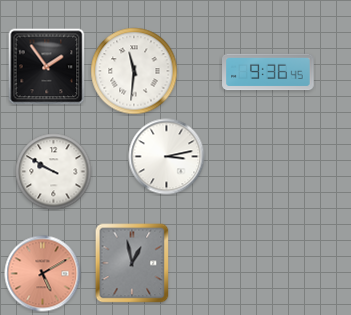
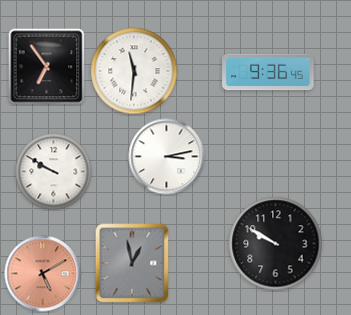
clock at (47, 67): 1:54 -> 6:54
clock at (276, 244): none -> 9:50
